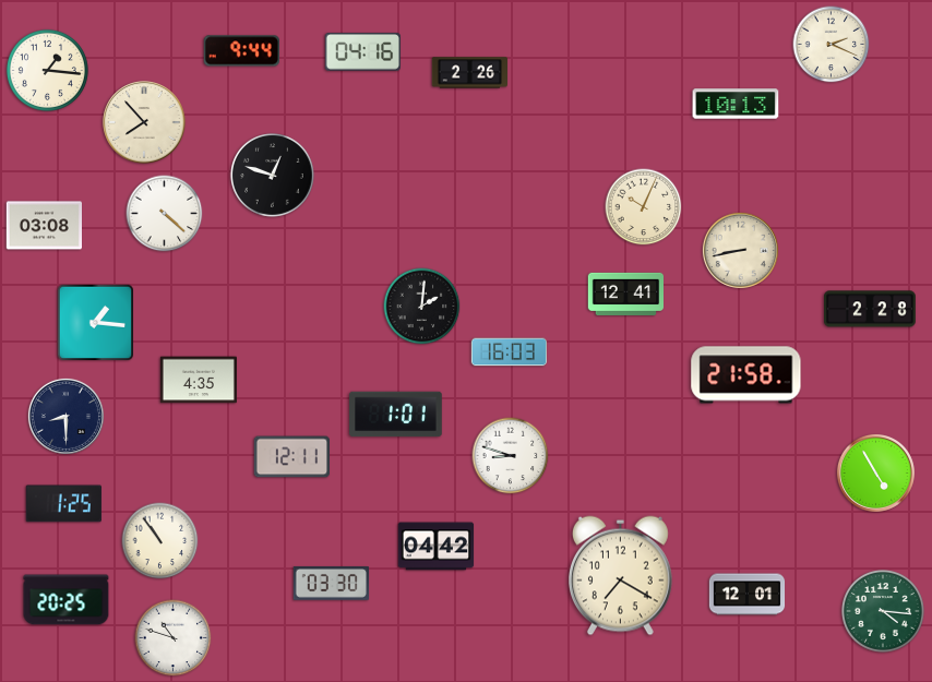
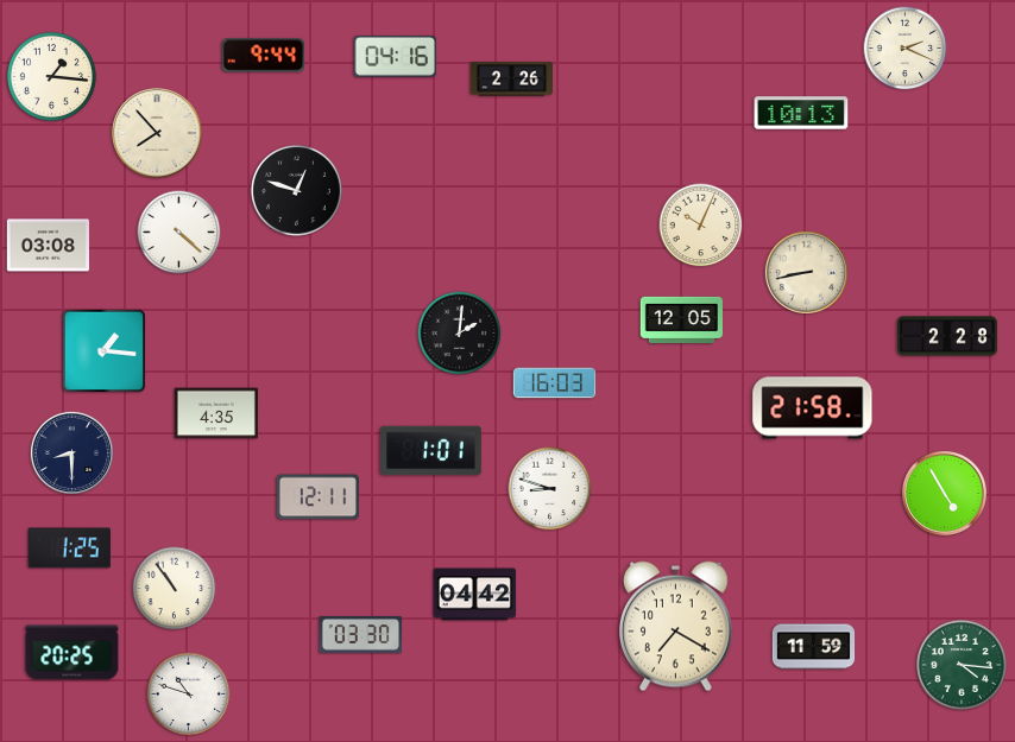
clock at (625, 294): 12:41 -> 12:05
clock at (511, 456) position: (511, 456) -> (550, 489)
clock at (875, 472) position: (875, 472) -> (944, 493)
clock at (748, 595): 12:01 -> 11:59
